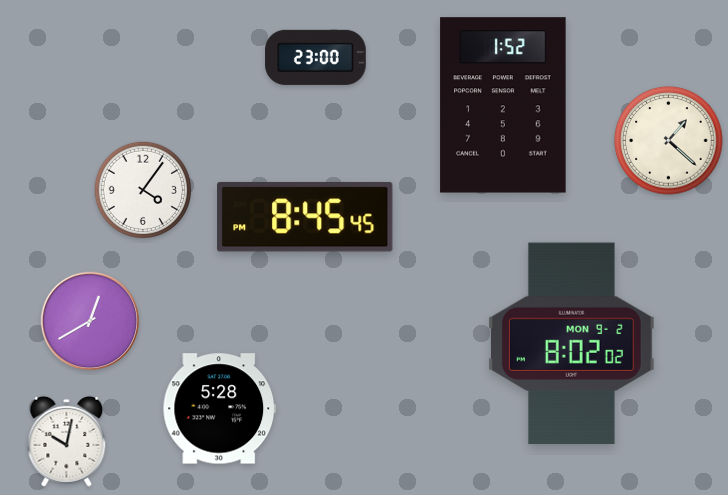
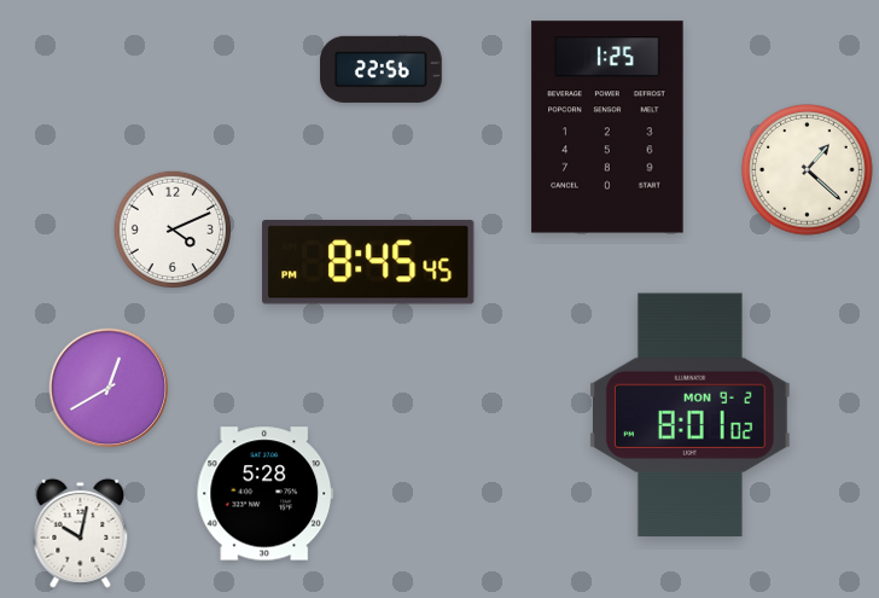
clock at (316, 57): 23:00 -> 22:56
clock at (503, 105): 1:52 -> 1:25
clock at (142, 189): 4:06 -> 4:11
clock at (571, 344): 8:02 -> 8:01
